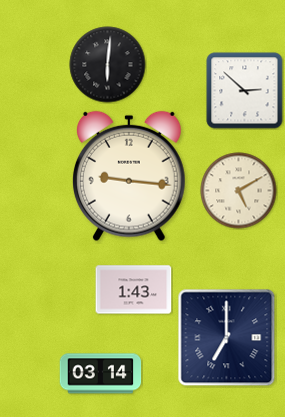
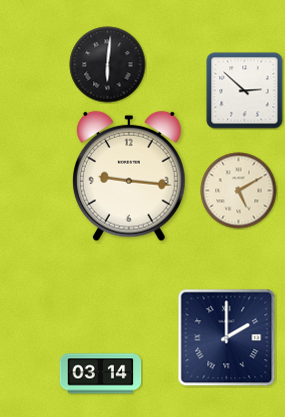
clock at (134, 290): 1:43 -> none
clock at (227, 338): 7:00 -> 2:00
